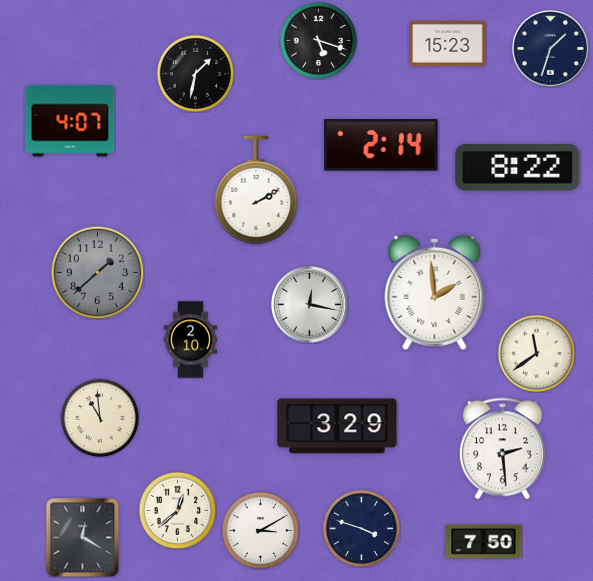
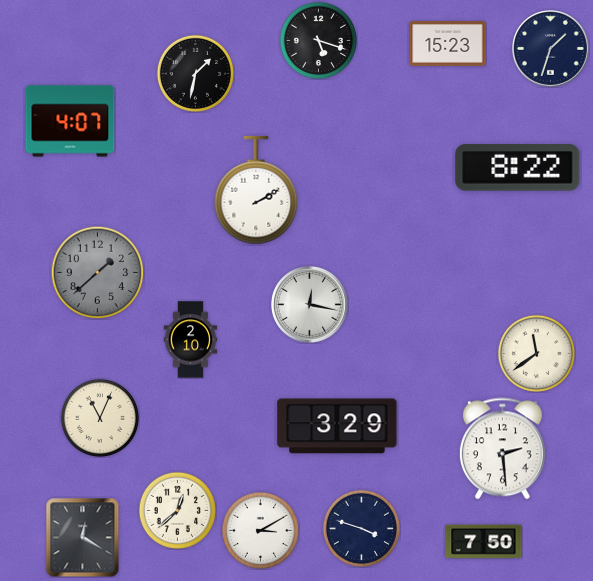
clock at (381, 145): 2:14 -> none
clock at (435, 292): 1:59 -> none
clock at (99, 417): 10:59 -> 11:04
